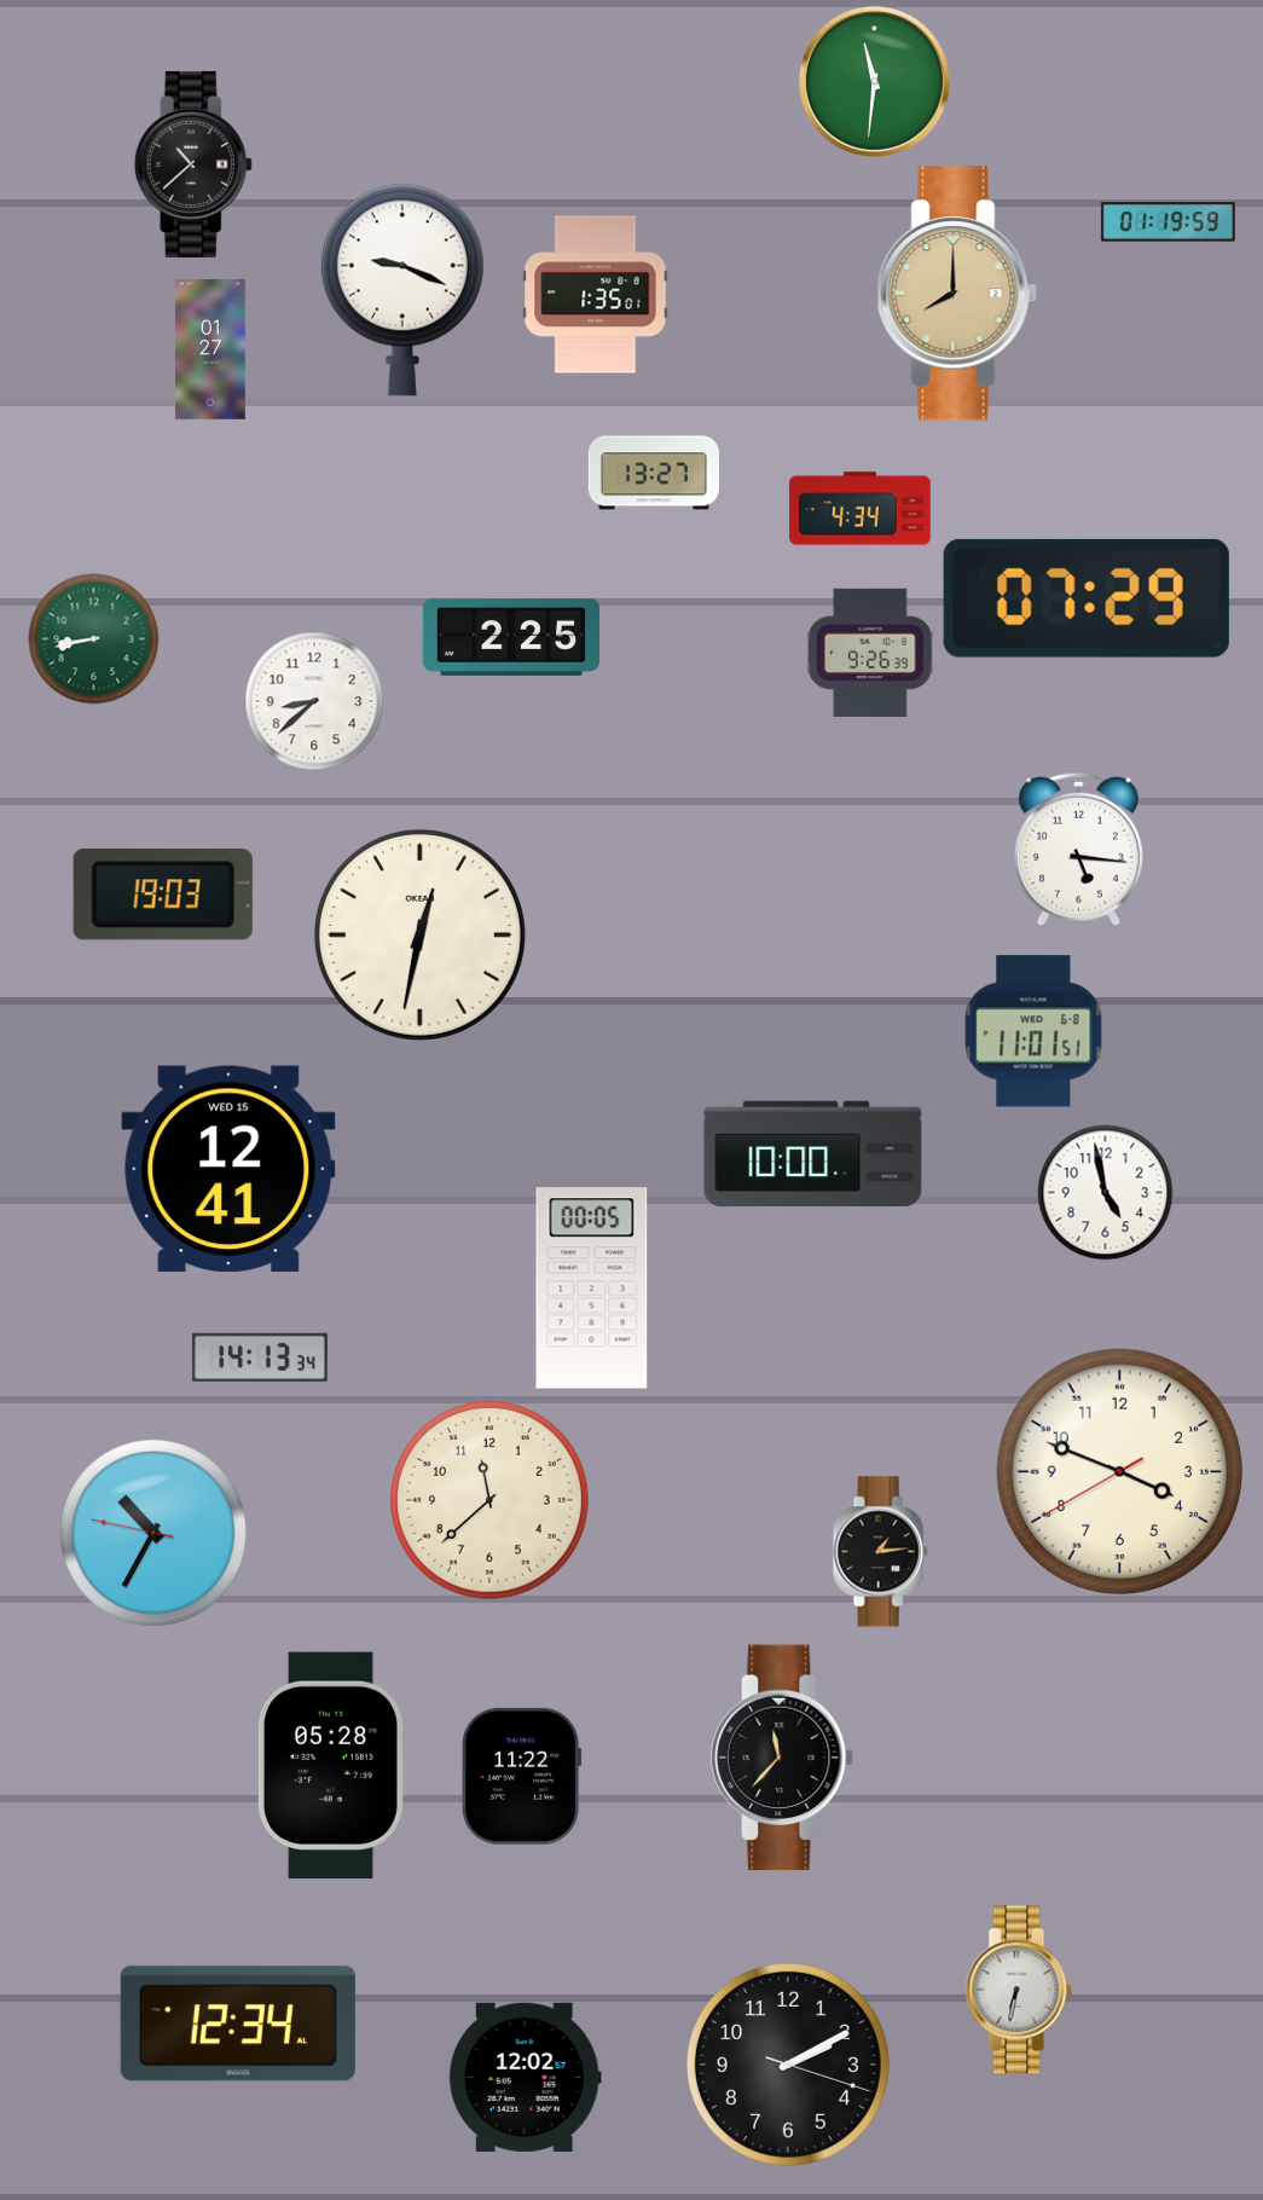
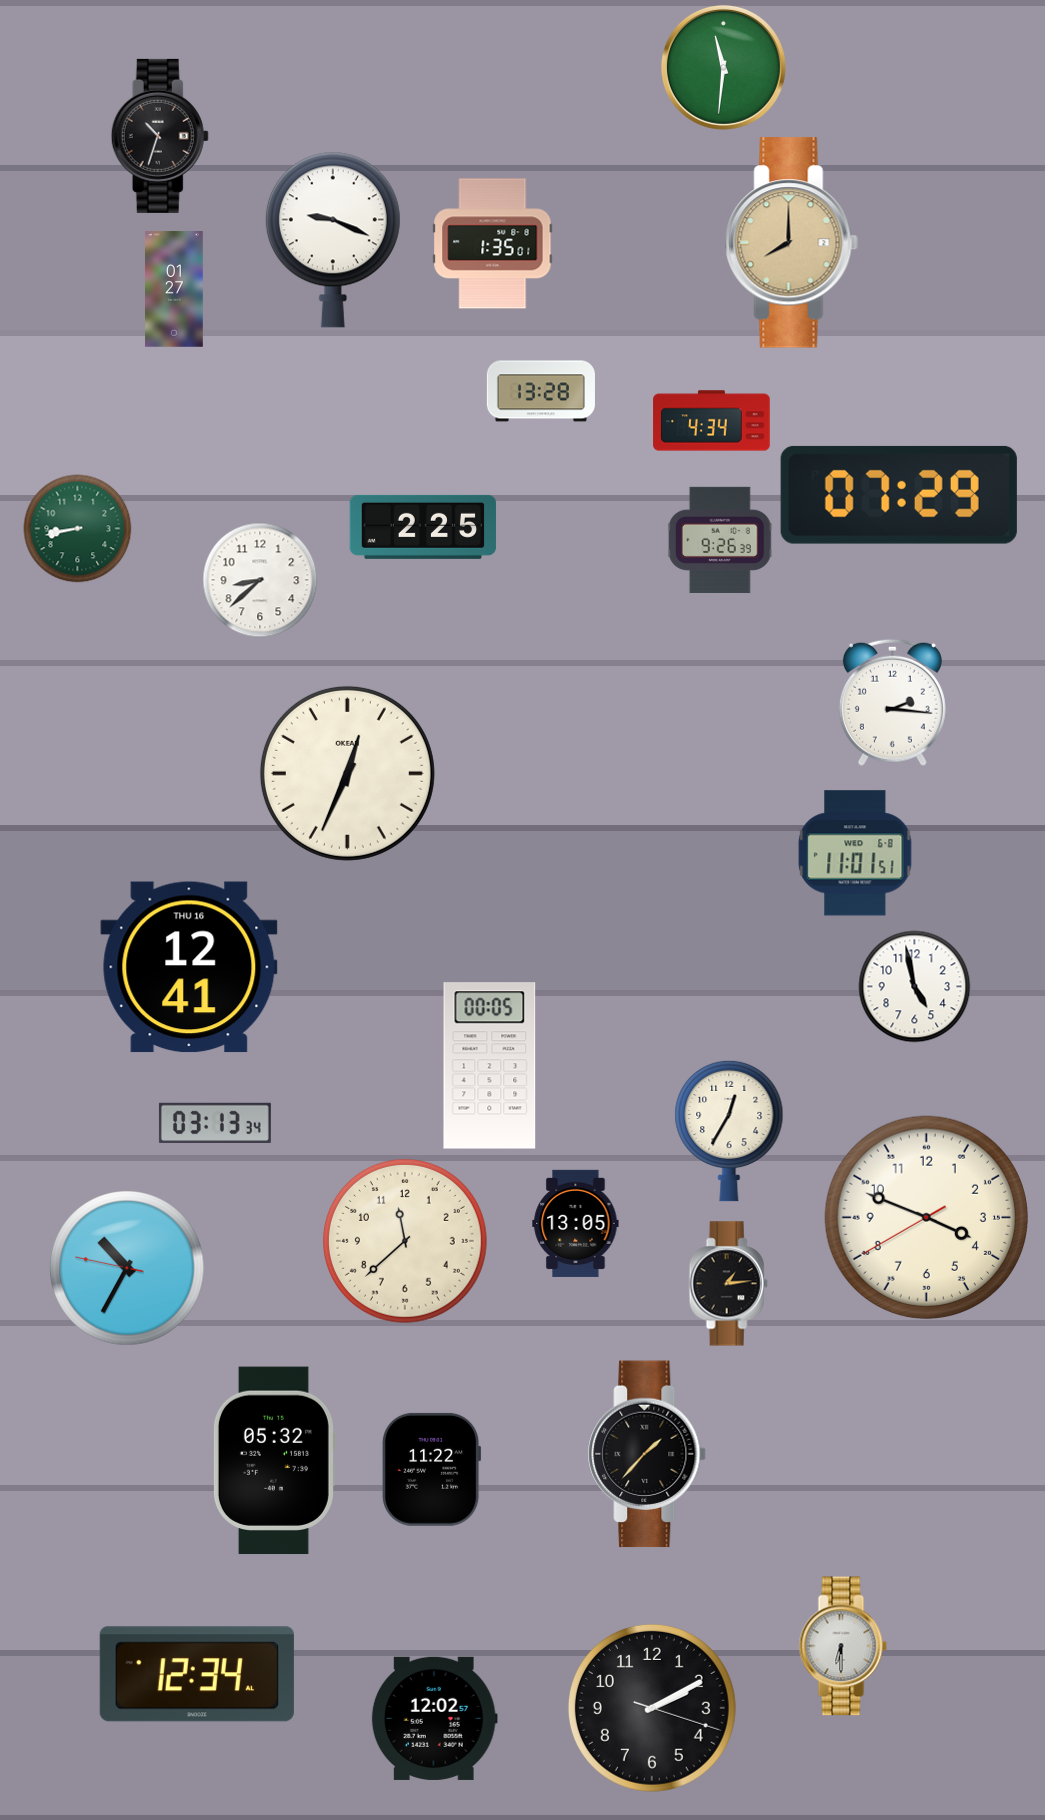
clock at (193, 164): 10:38 -> 10:33
clock at (1168, 222): 01:19 -> none
clock at (654, 473): 13:27 -> 13:28
clock at (1078, 849): 5:16 -> 2:16
clock at (163, 895): 19:03 -> none
clock at (419, 934): 12:32 -> 12:34
clock at (813, 1154): 10:00 -> none
clock at (228, 1169) date: WED 15 -> THU 16
clock at (260, 1357): 14:13 -> 03:13
clock at (729, 1131): none -> 12:35
clock at (576, 1223): none -> 13:05
clock at (783, 1758): 11:37 -> 1:37
clock at (331, 1766): 05:28 -> 05:32
clock at (1019, 1990): 6:32 -> 6:30
